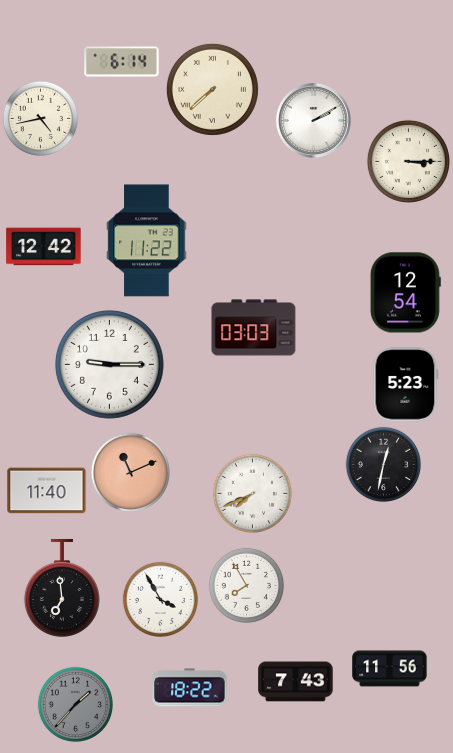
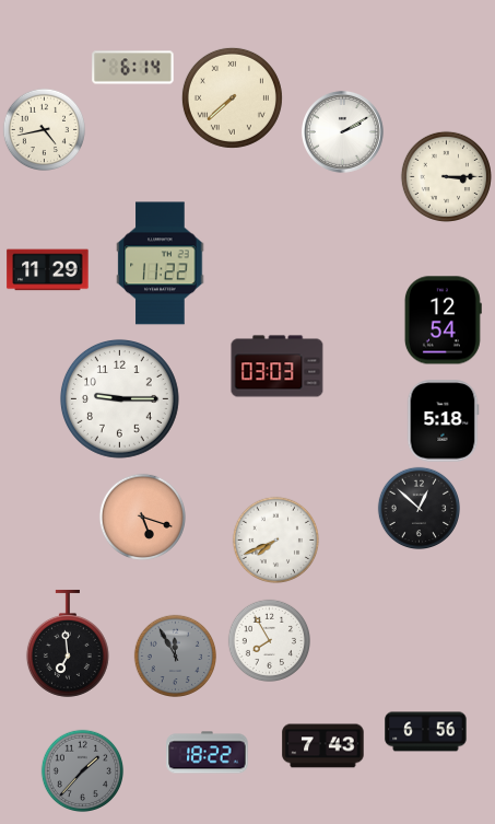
clock at (44, 247): 12:42 -> 11:29
clock at (254, 328) position: (254, 328) -> (278, 367)
clock at (405, 385): 5:23 -> 5:18
clock at (384, 465): 12:32 -> 12:52
clock at (130, 472): 11:11 -> 5:18
clock at (47, 491): 11:40 -> none
clock at (161, 600): 3:55 -> 11:55
clock at (161, 600) dial: white -> grey
clock at (390, 669): 11:56 -> 6:56
